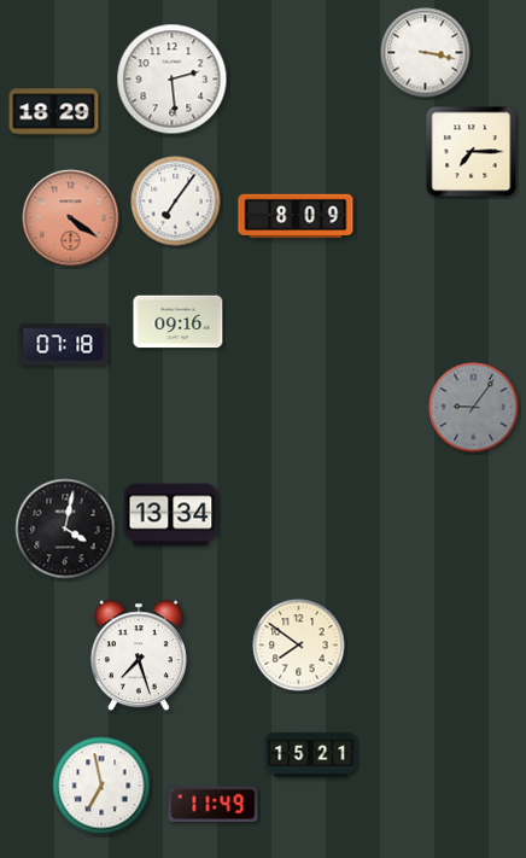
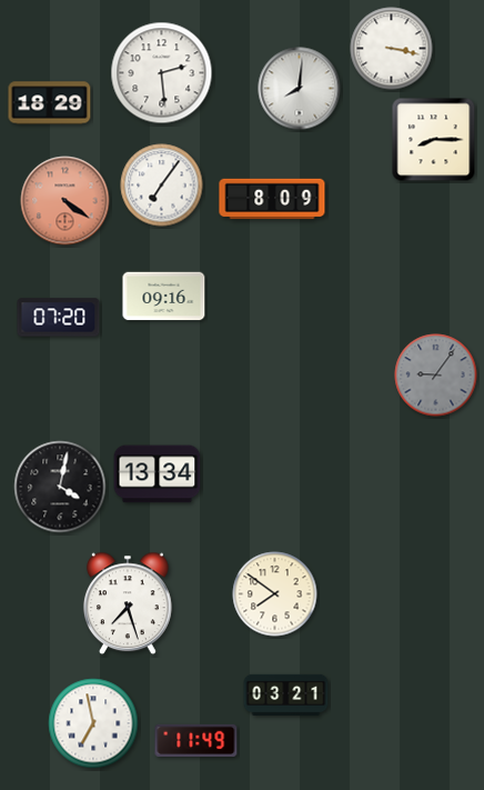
clock at (173, 80) position: (173, 80) -> (162, 73)
clock at (300, 89): none -> 8:01
clock at (472, 152): 7:15 -> 8:15
clock at (64, 345): 07:18 -> 07:20
clock at (311, 754): 15:21 -> 03:21
